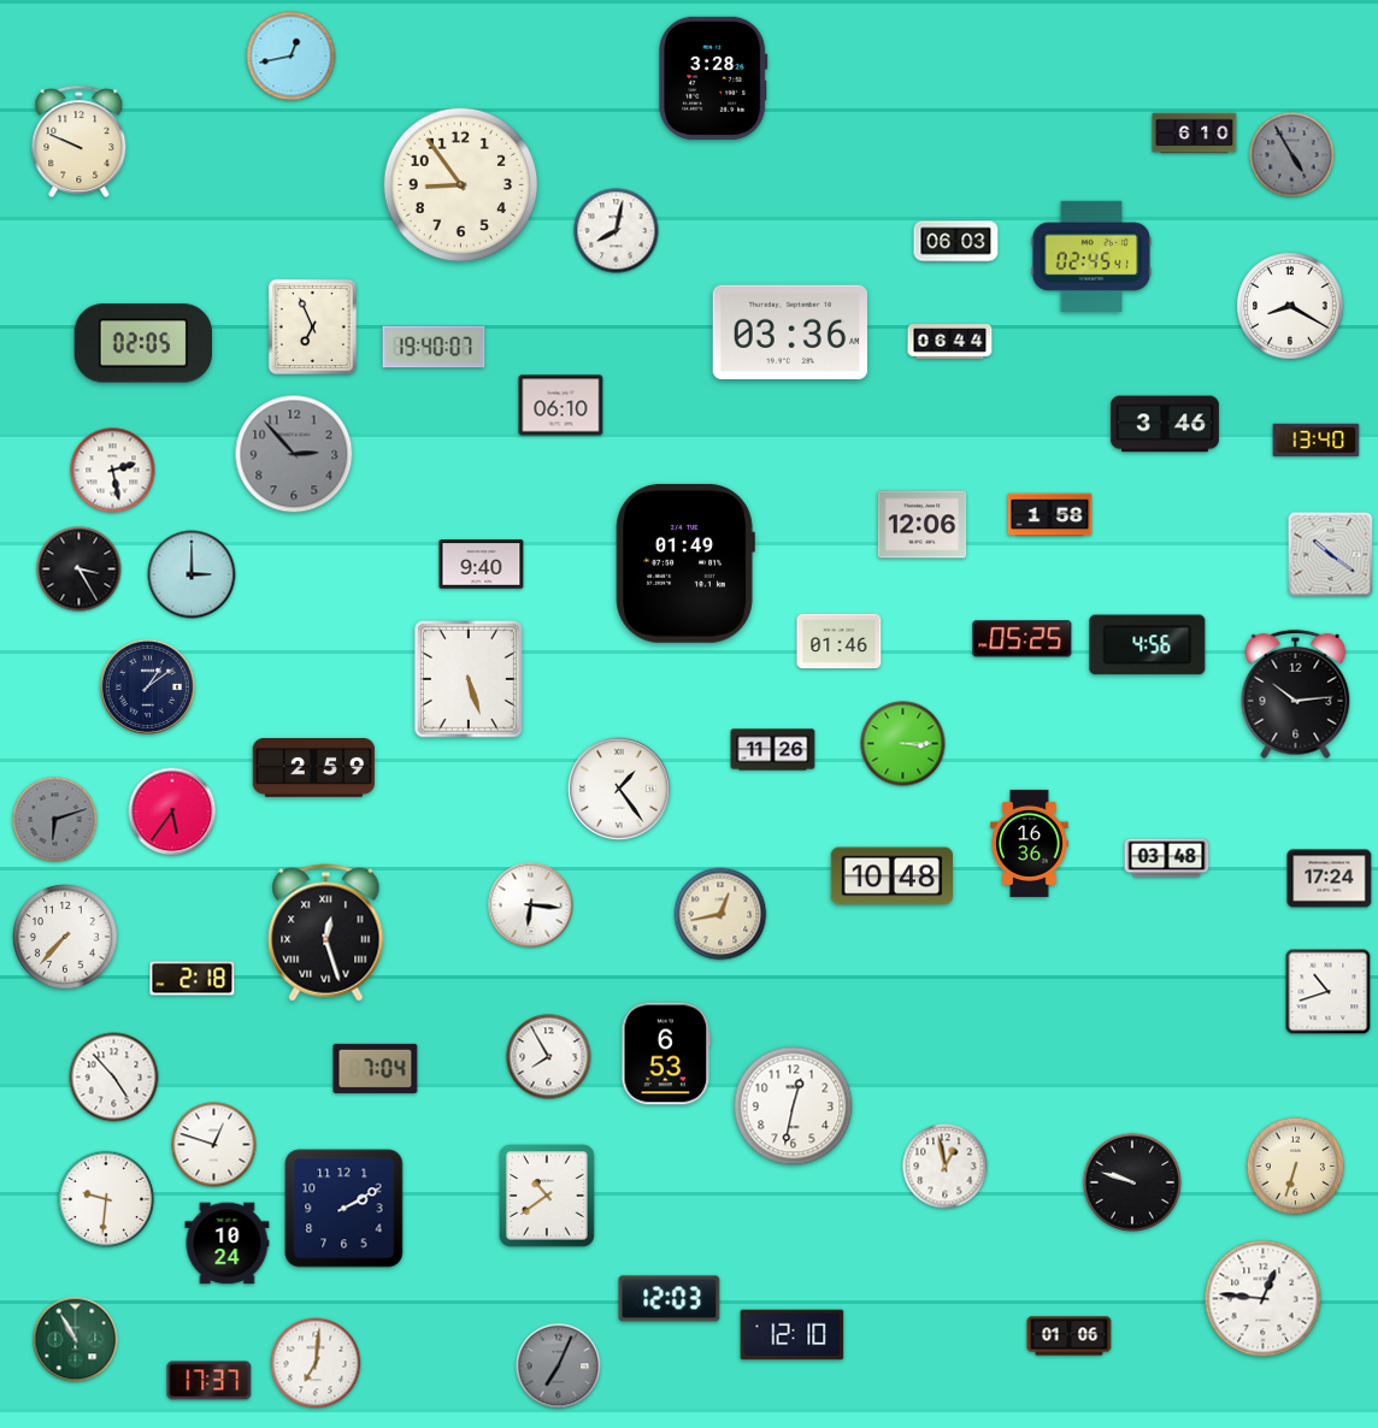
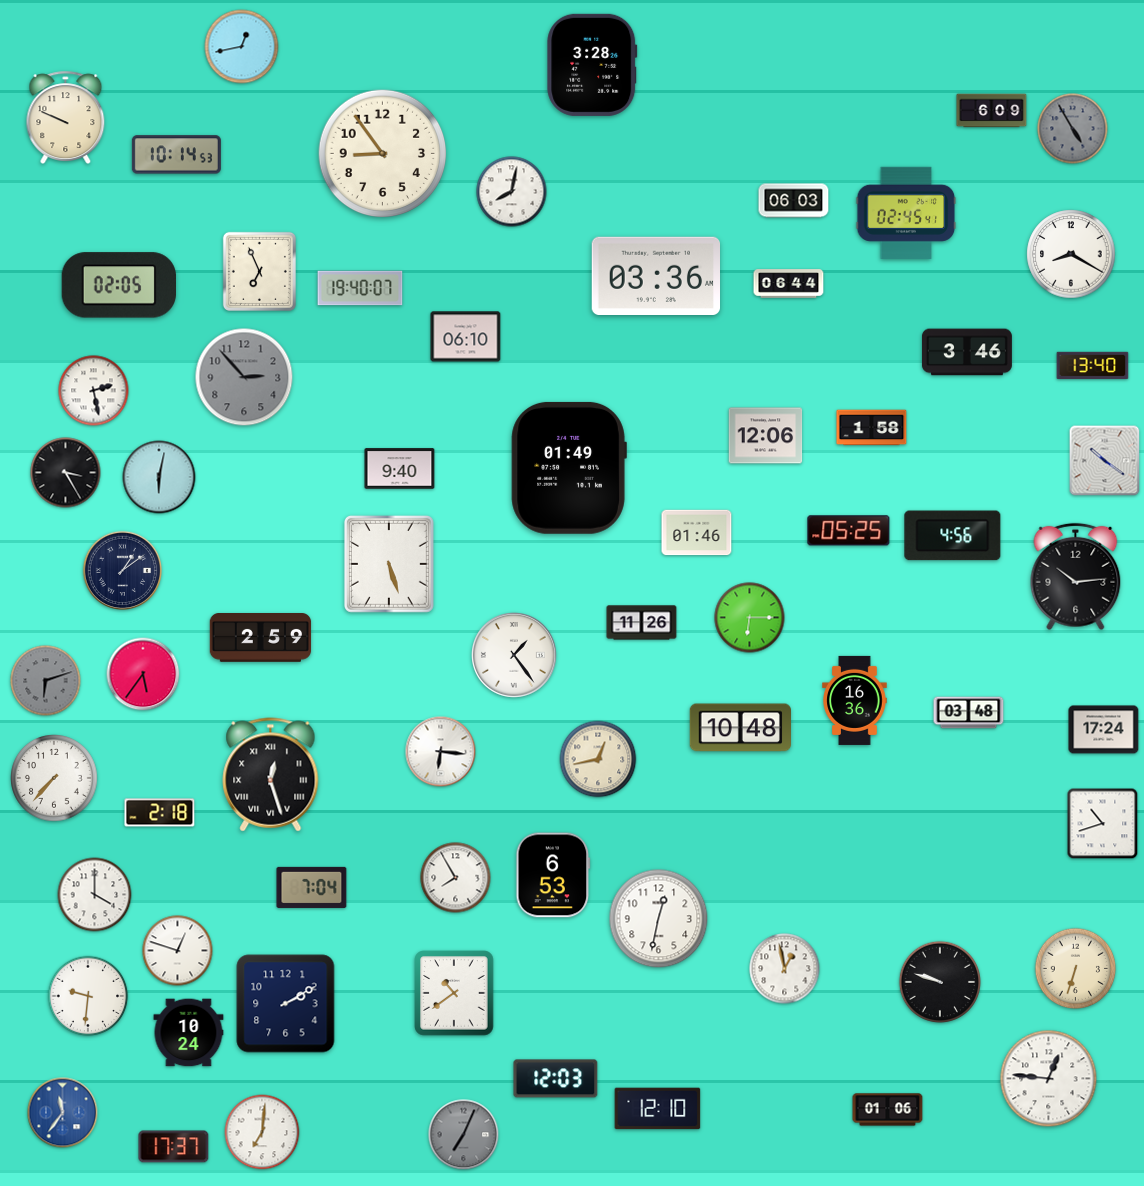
clock at (1195, 134): 6:10 -> 6:09
clock at (176, 155): none -> 10:14
clock at (192, 574): 3:00 -> 6:02
clock at (903, 744): 3:15 -> 6:15
clock at (114, 1078): 4:53 -> 4:00
clock at (76, 1340): 10:55 -> 11:36
clock at (76, 1340) dial: green -> blue
